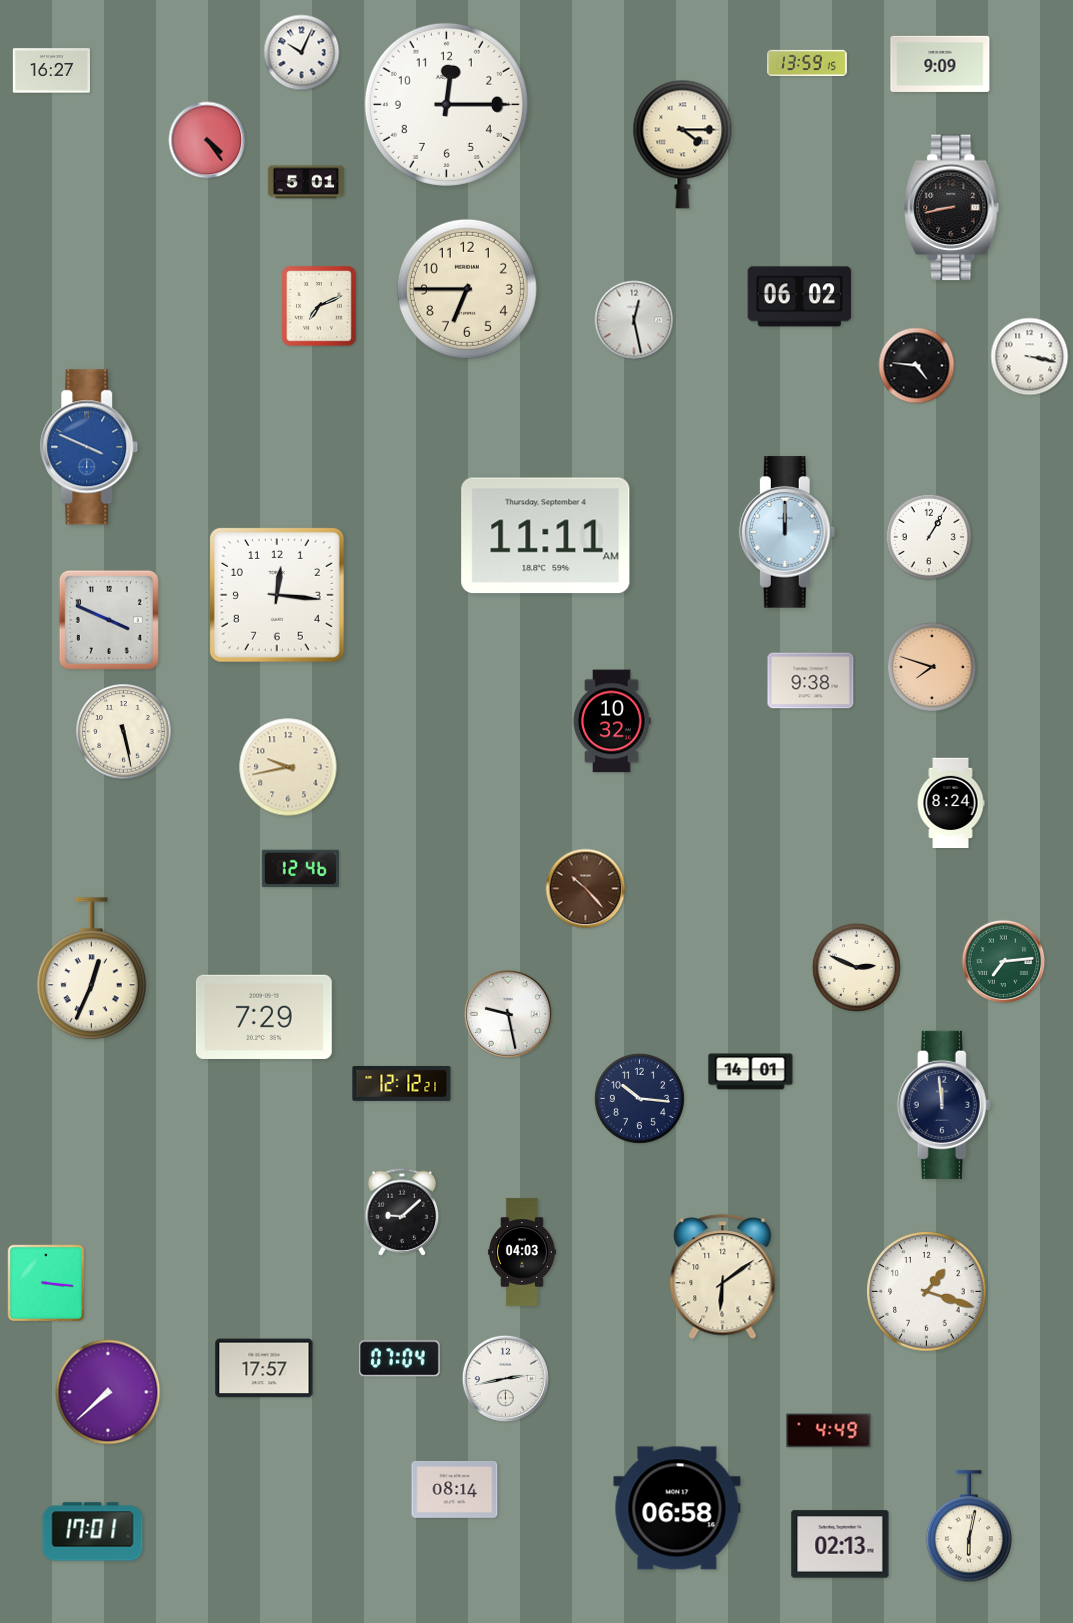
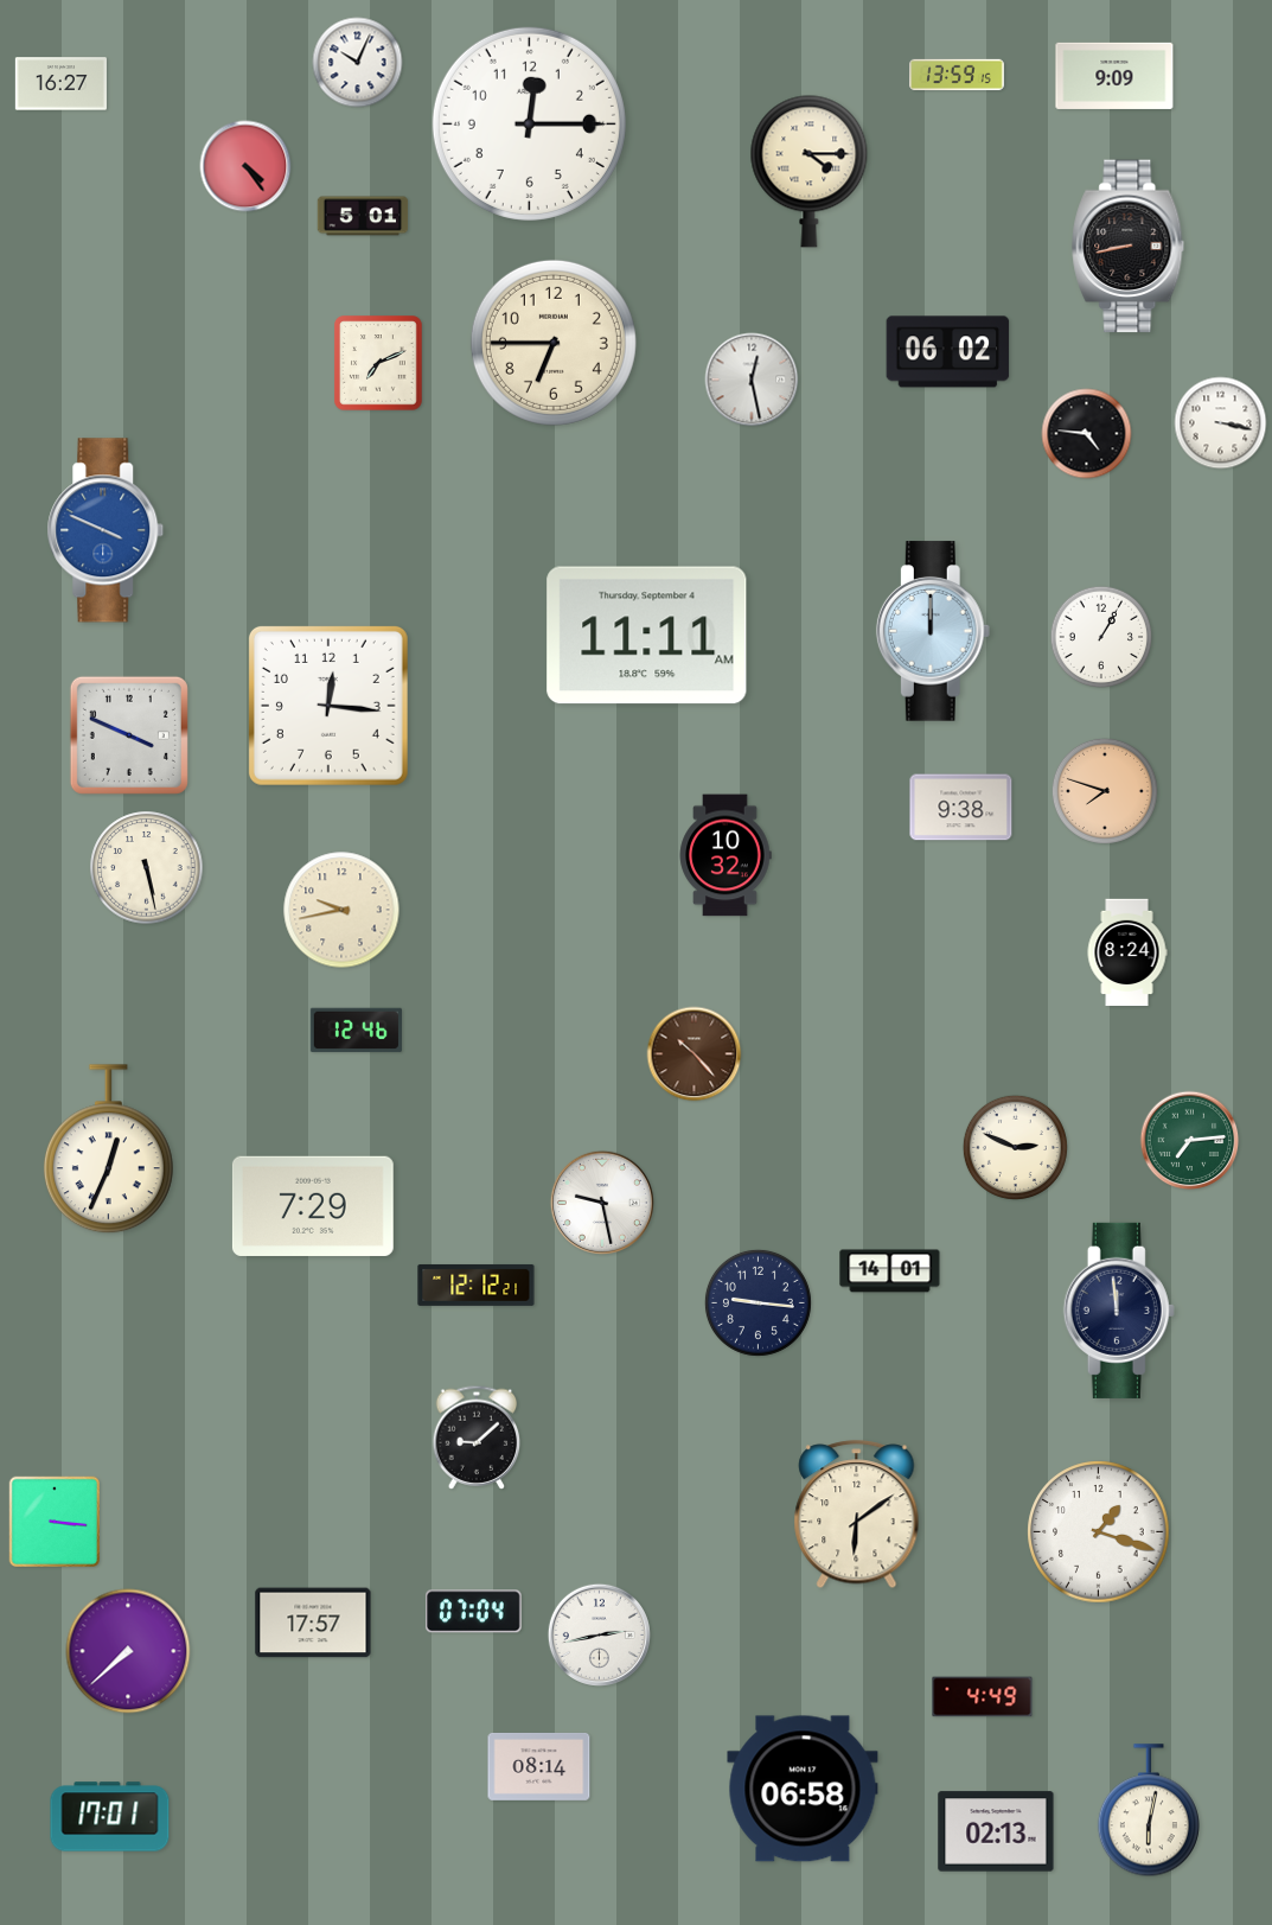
clock at (639, 1098): 10:16 -> 9:16
clock at (522, 1252): 04:03 -> none
